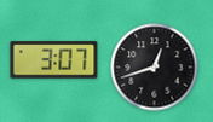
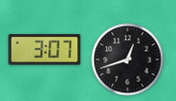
clock at (155, 68) position: (155, 68) -> (128, 60)
